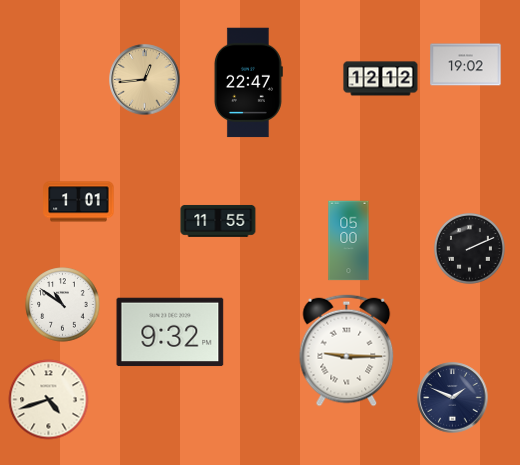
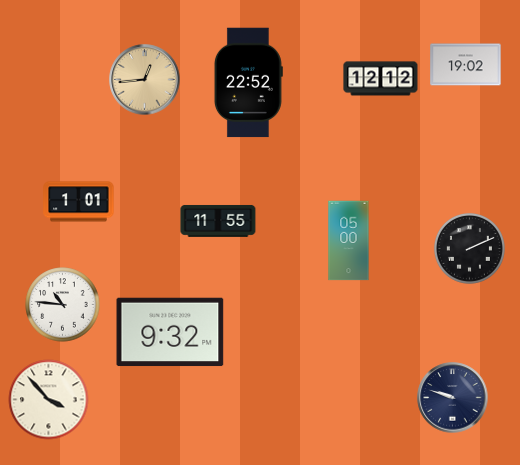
clock at (248, 83): 22:47 -> 22:52
clock at (63, 305): 10:51 -> 10:46
clock at (347, 351): 9:15 -> none
clock at (453, 398): 1:49 -> 9:48
clock at (49, 400): 4:42 -> 3:53
